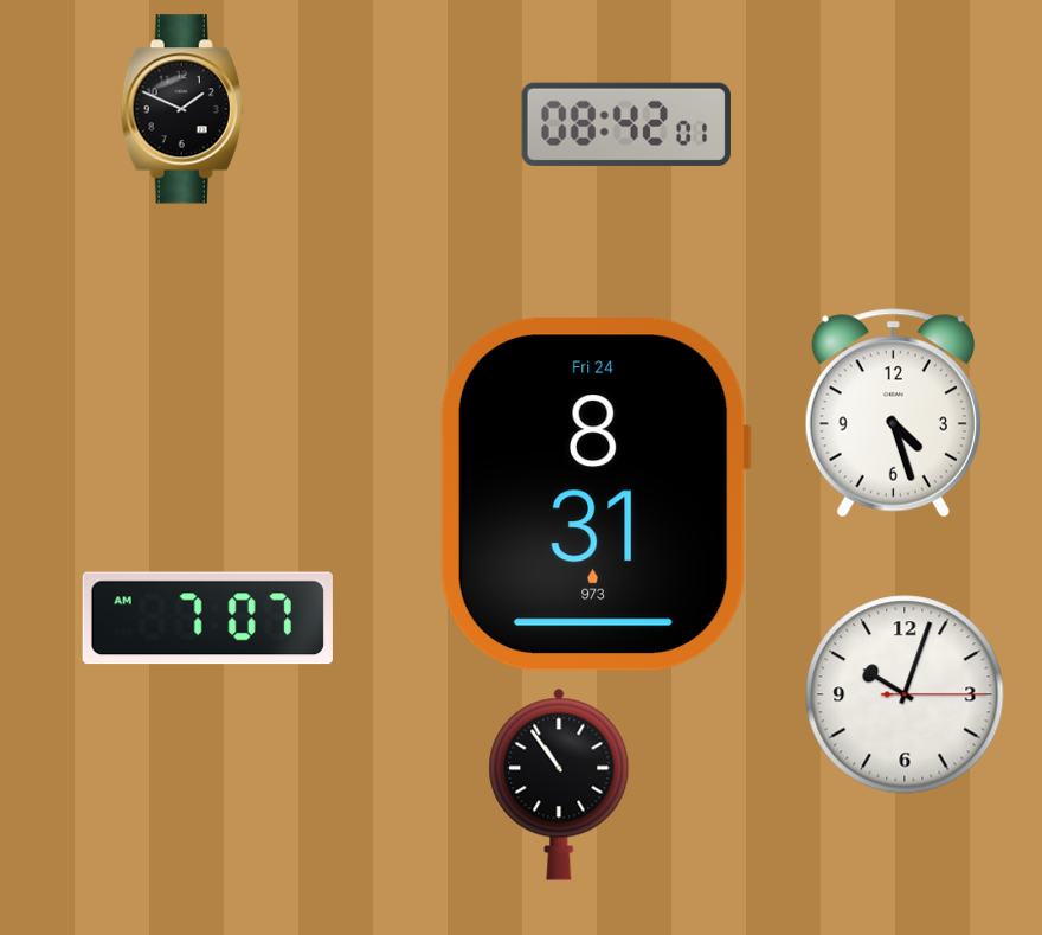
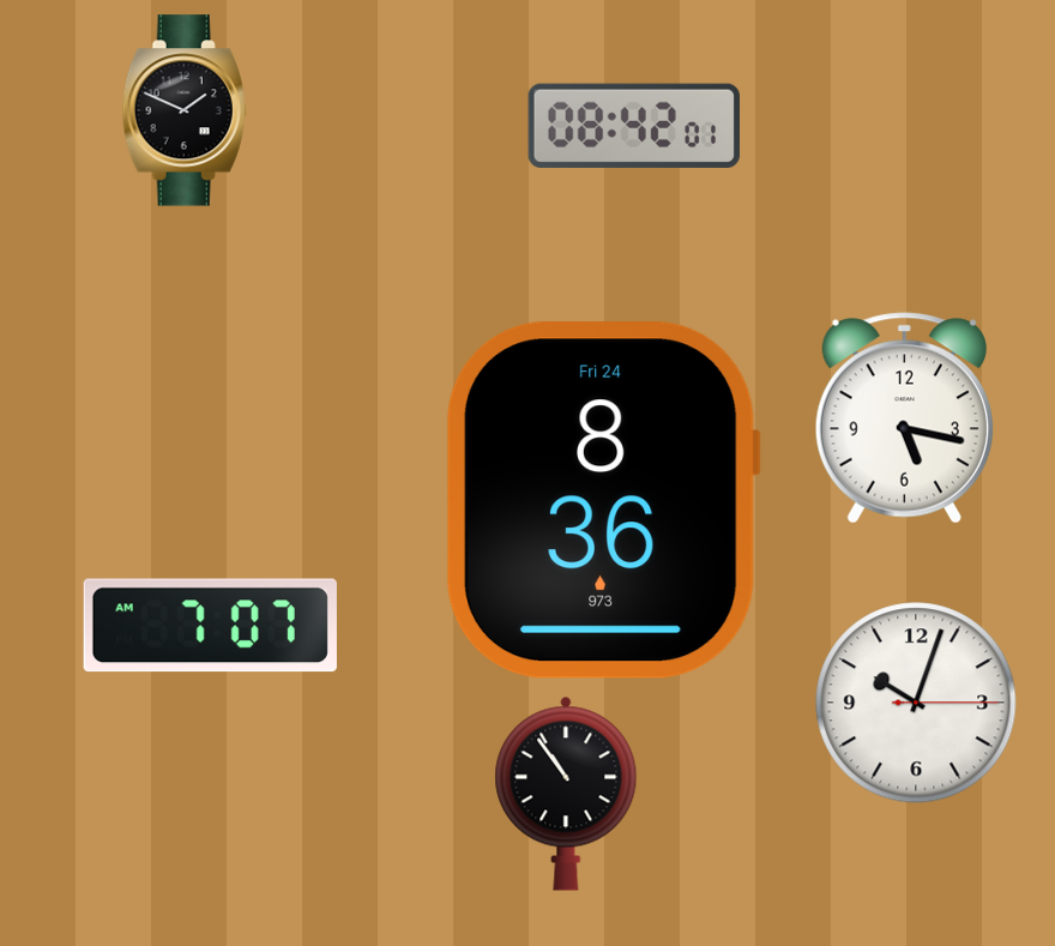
clock at (893, 414): 4:27 -> 5:17
clock at (596, 494): 8:31 -> 8:36
